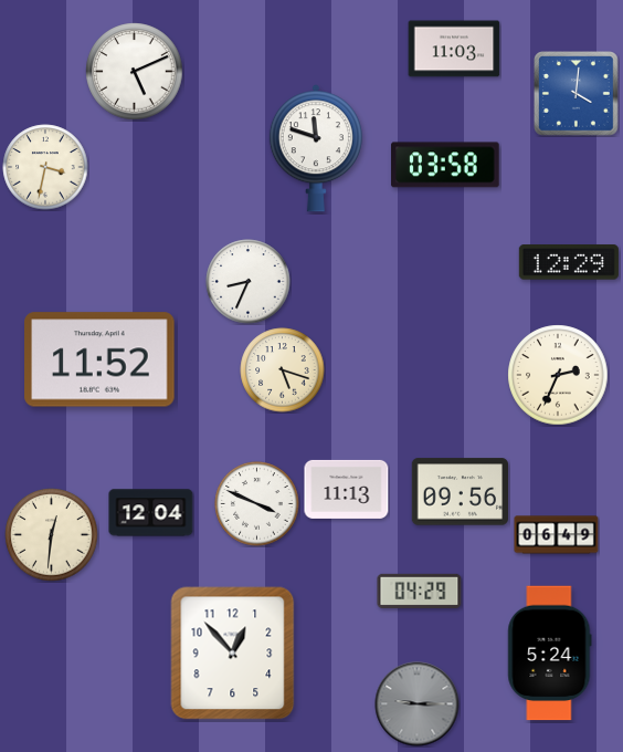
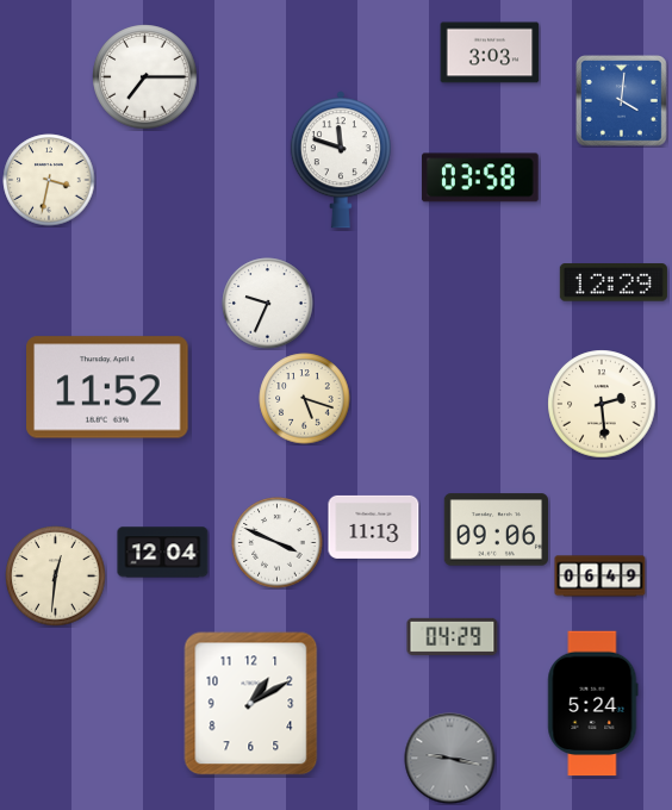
clock at (454, 49): 11:03 -> 3:03
clock at (135, 72): 5:11 -> 7:15
clock at (249, 282): 8:34 -> 9:34
clock at (558, 375): 2:34 -> 2:29
clock at (460, 492): 09:56 -> 09:06
clock at (233, 654): 12:53 -> 1:10
clock at (418, 704): 9:15 -> 9:17
